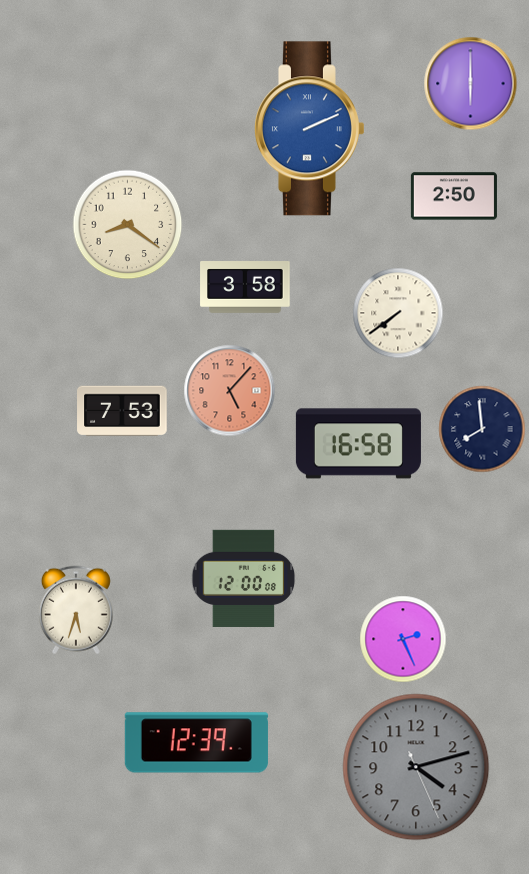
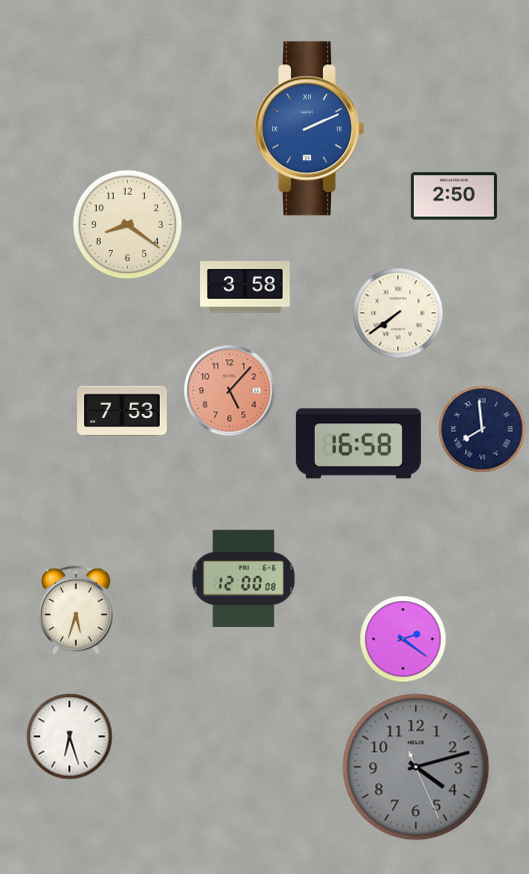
clock at (471, 84): 6:00 -> none
clock at (403, 639): 2:26 -> 2:21
clock at (70, 737): none -> 6:27
clock at (196, 743): 12:39 -> none
